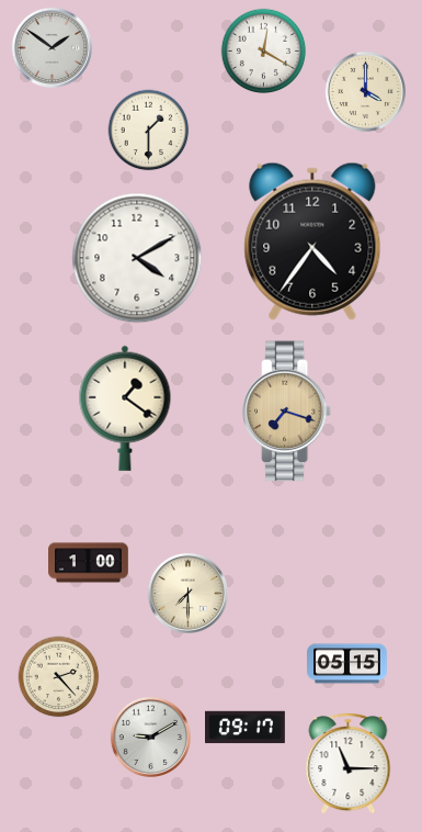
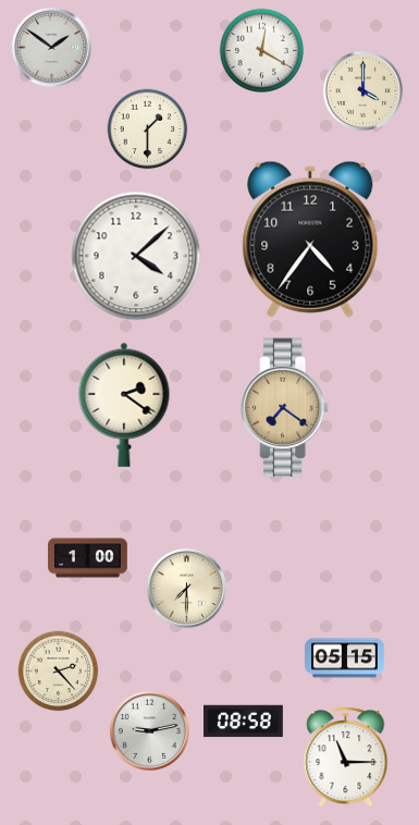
clock at (137, 258): 4:10 -> 4:08
clock at (125, 408): 1:21 -> 2:21
clock at (287, 412): 7:18 -> 7:21
clock at (246, 728): 09:17 -> 08:58
clock at (150, 737): 9:10 -> 9:13
